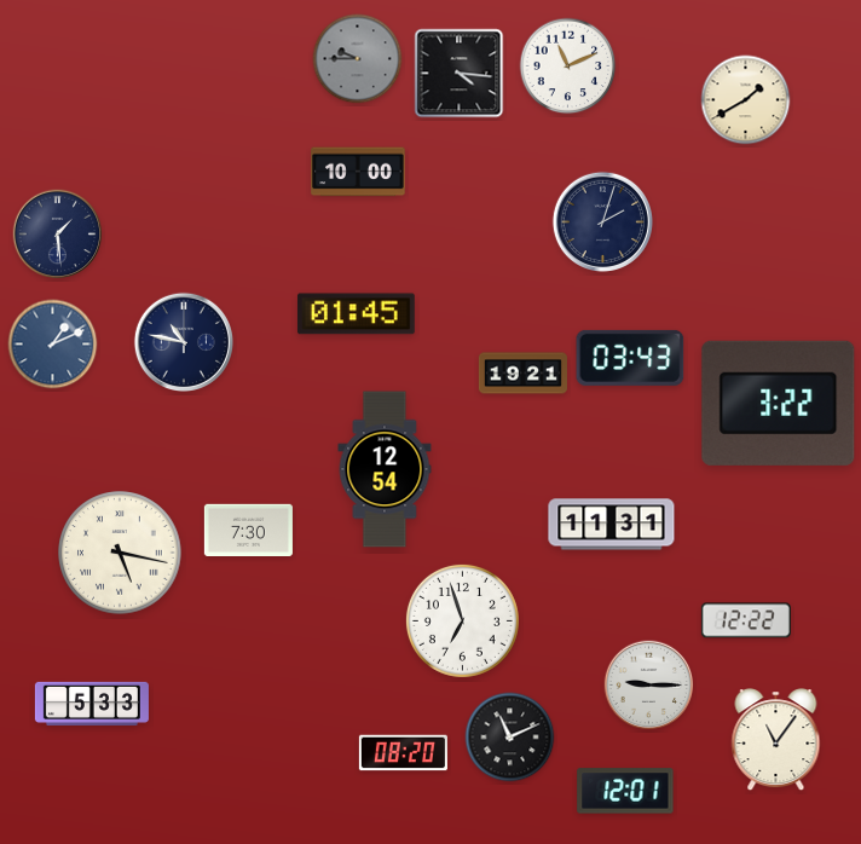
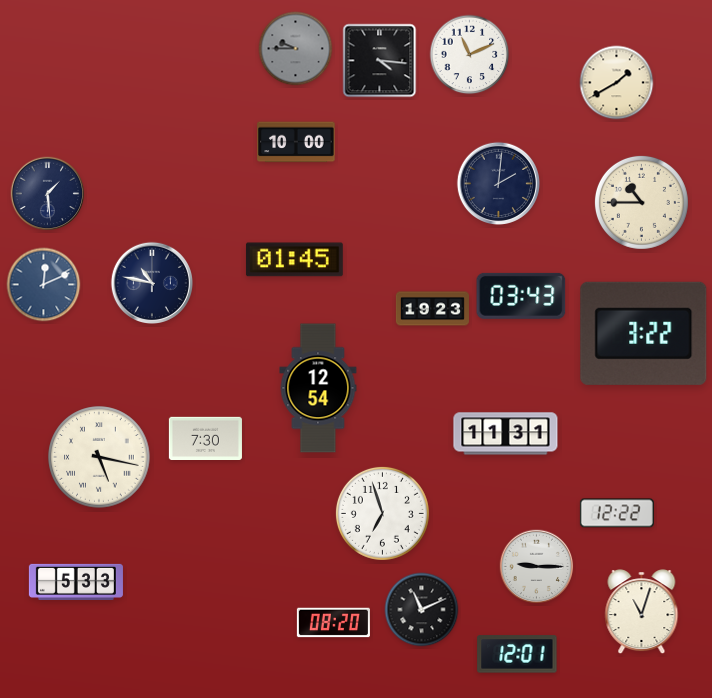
clock at (602, 221): 2:03 -> 2:01
clock at (641, 202): none -> 10:45
clock at (53, 345): 1:11 -> 12:11
clock at (522, 374): 19:21 -> 19:23
clock at (776, 740): 11:06 -> 11:03
